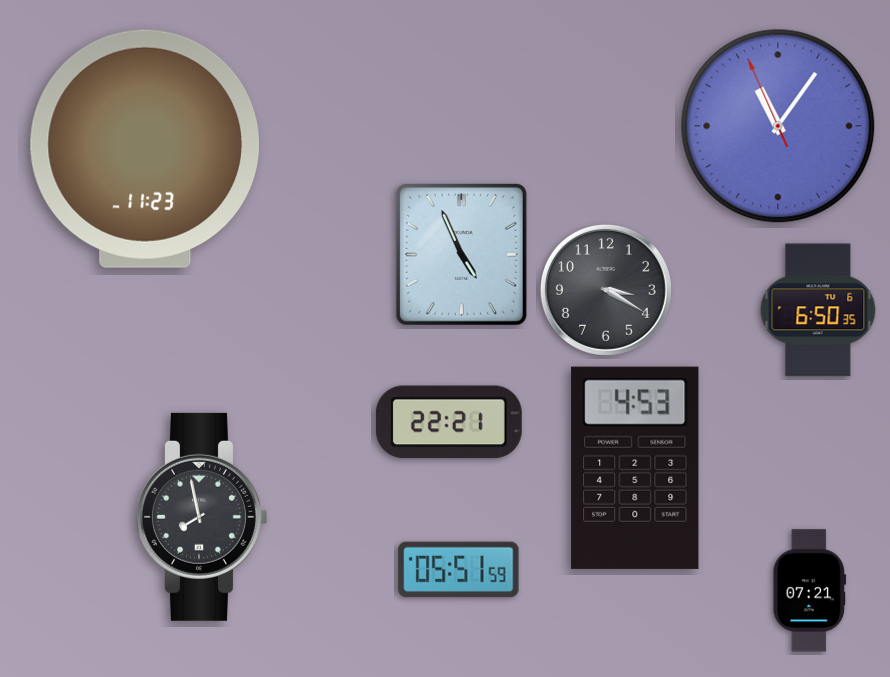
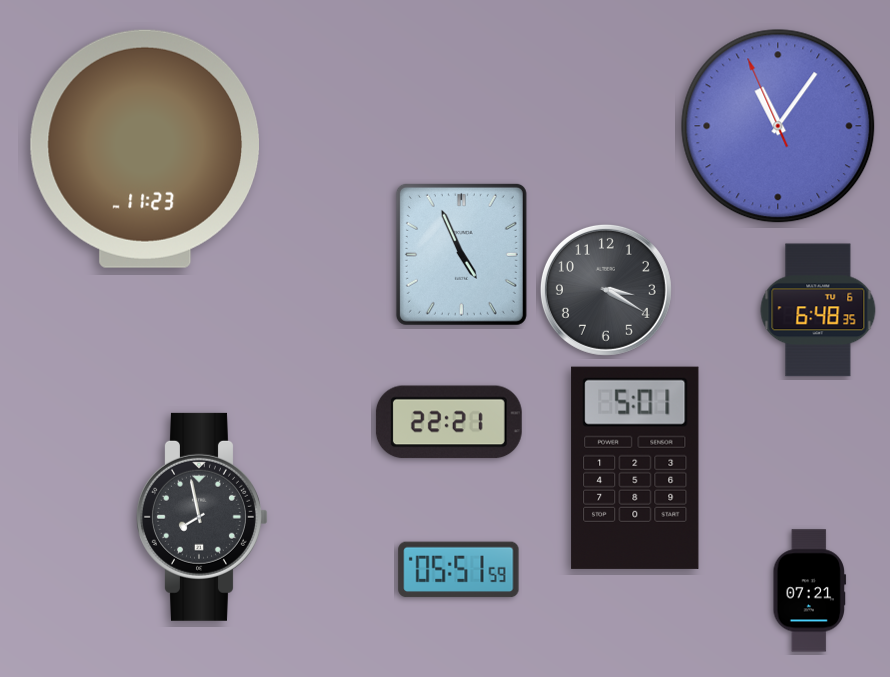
clock at (818, 310): 6:50 -> 6:48
clock at (635, 468): 4:53 -> 5:01
